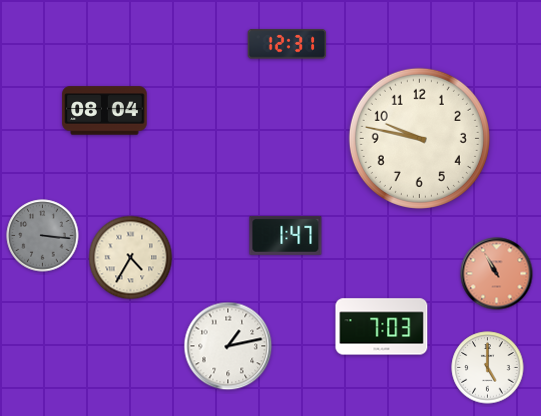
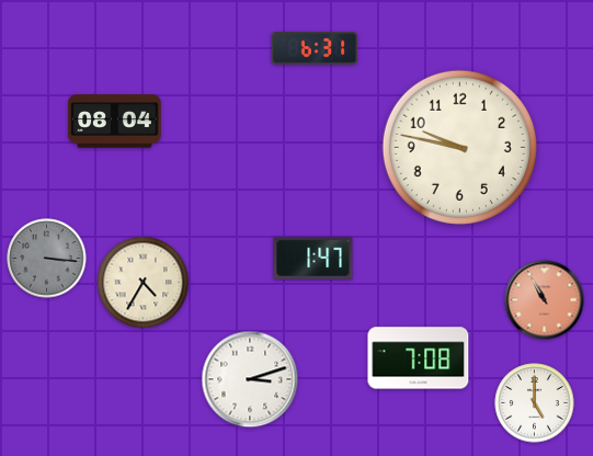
clock at (287, 44): 12:31 -> 6:31
clock at (419, 138) position: (419, 138) -> (459, 147)
clock at (382, 327): 7:03 -> 7:08
clock at (228, 346): 1:13 -> 3:12
